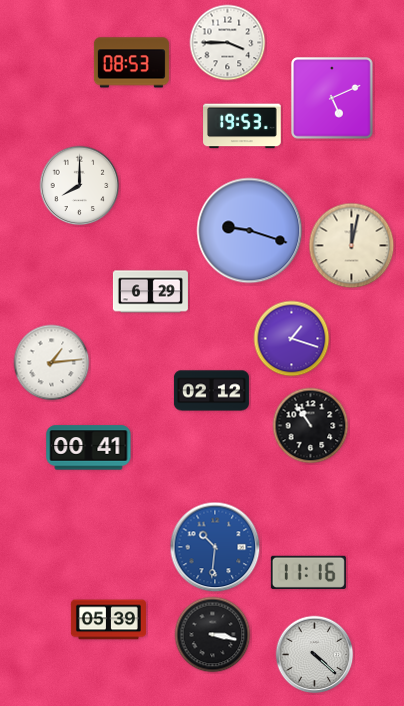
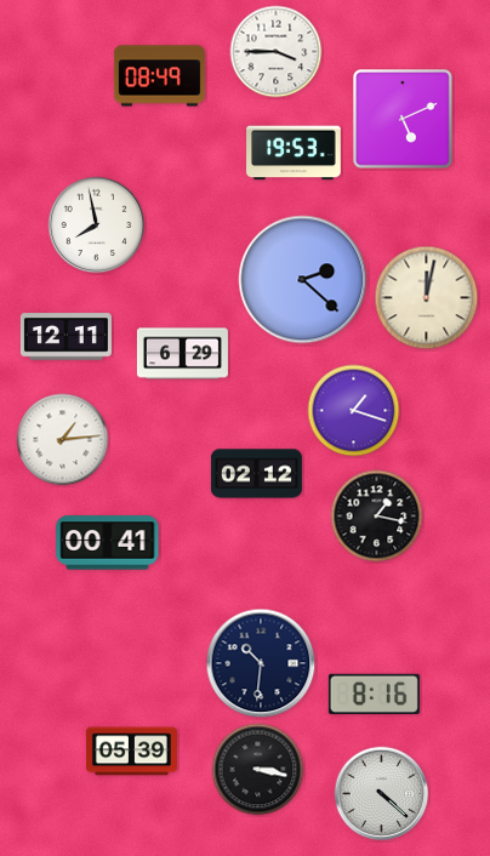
clock at (131, 63): 08:53 -> 08:49
clock at (80, 186): 8:00 -> 7:58
clock at (250, 231): 9:18 -> 2:22
clock at (65, 337): none -> 12:11
clock at (311, 426): 10:54 -> 1:17
clock at (215, 547) dial: blue -> navy
clock at (308, 572): 11:16 -> 8:16
